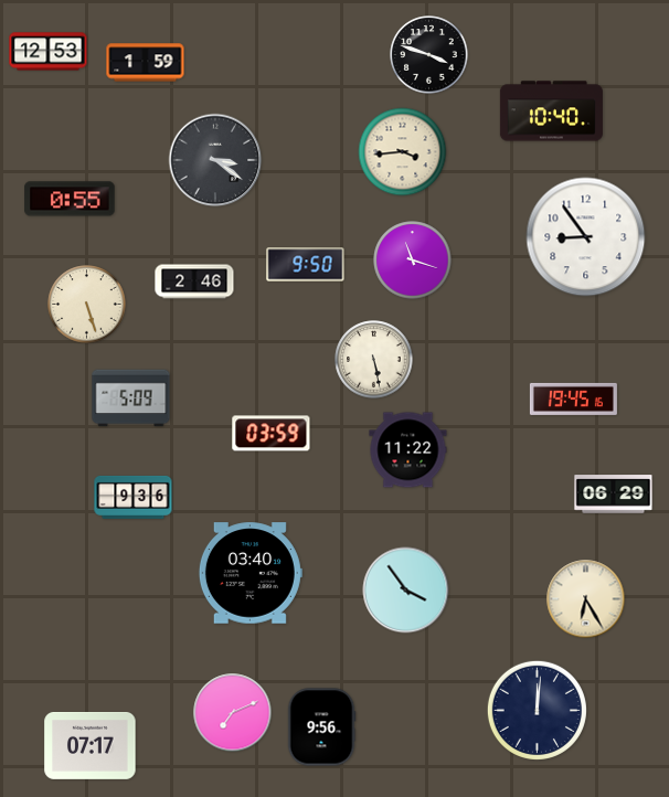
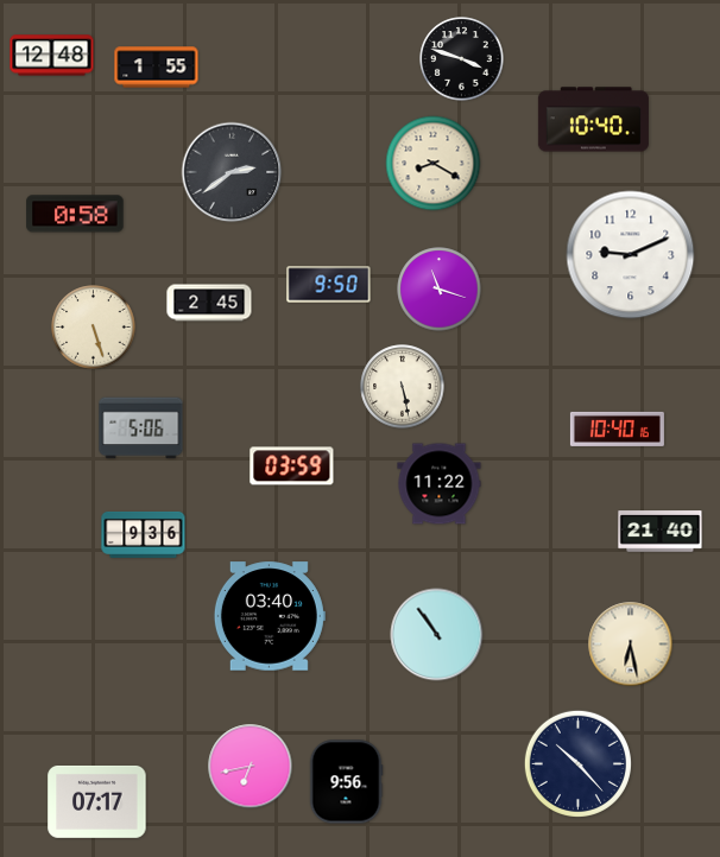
clock at (49, 52): 12:53 -> 12:48
clock at (146, 63): 1:59 -> 1:55
clock at (403, 152): 3:44 -> 8:20
clock at (215, 160): 3:21 -> 2:39
clock at (70, 199): 0:55 -> 0:58
clock at (586, 237): 8:54 -> 9:11
clock at (413, 261) position: (413, 261) -> (440, 290)
clock at (194, 281): 2:46 -> 2:45
clock at (131, 398): 5:09 -> 5:06
clock at (573, 398): 19:45 -> 10:40
clock at (614, 495): 06:29 -> 21:40
clock at (406, 591): 3:54 -> 10:54
clock at (586, 599): 6:25 -> 6:28
clock at (537, 710): 12:01 -> 10:23
clock at (233, 713): 7:11 -> 6:43
